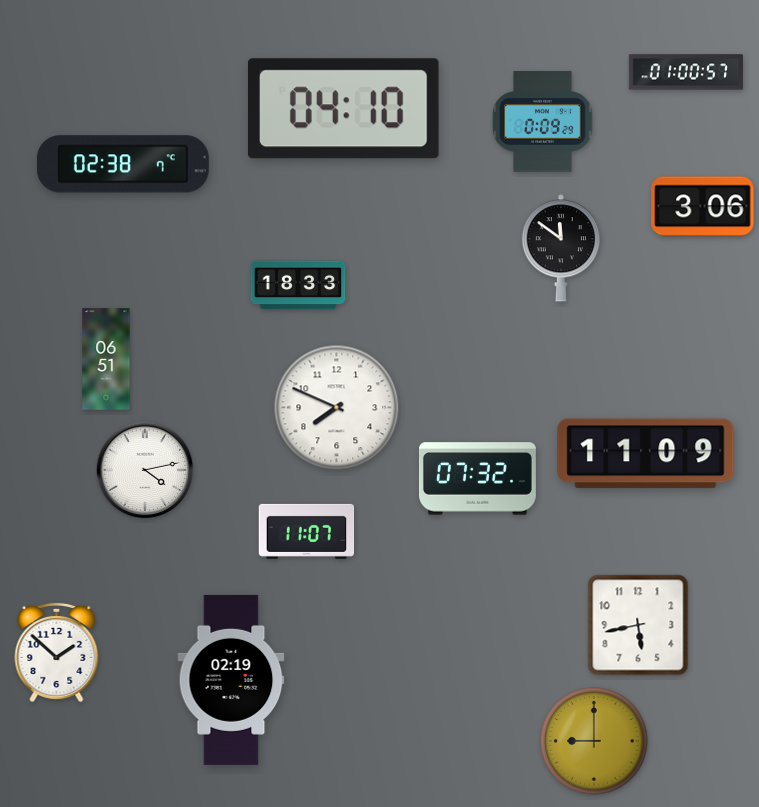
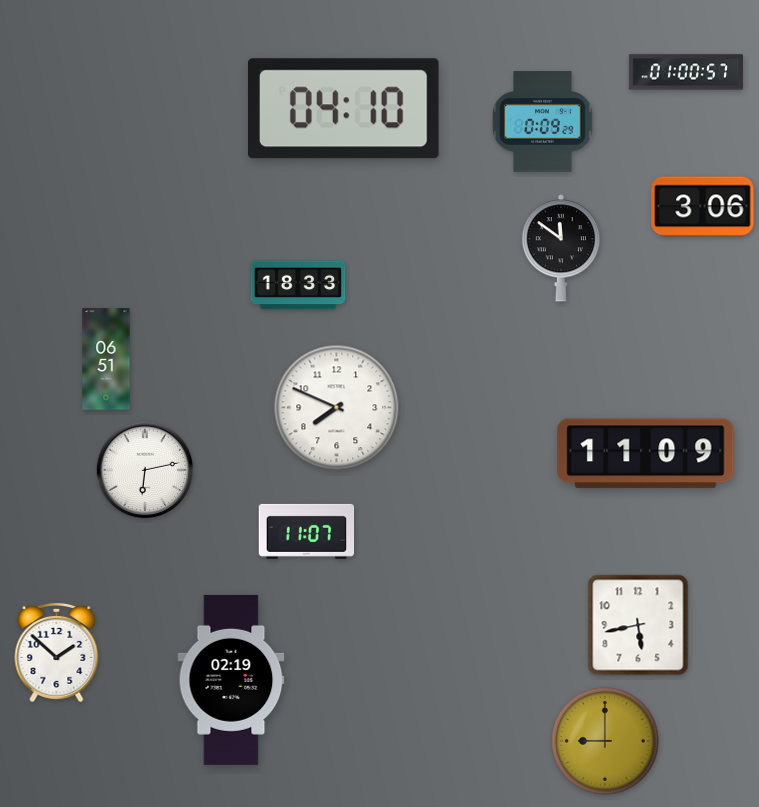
clock at (123, 164): 02:38 -> none
clock at (145, 470): 4:13 -> 6:13
clock at (477, 479): 07:32 -> none
clock at (594, 741) position: (594, 741) -> (605, 741)
